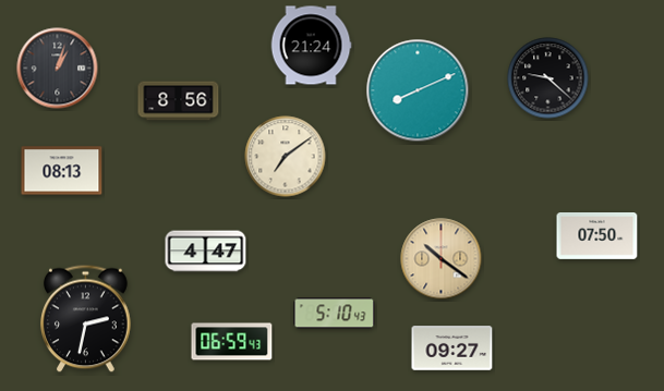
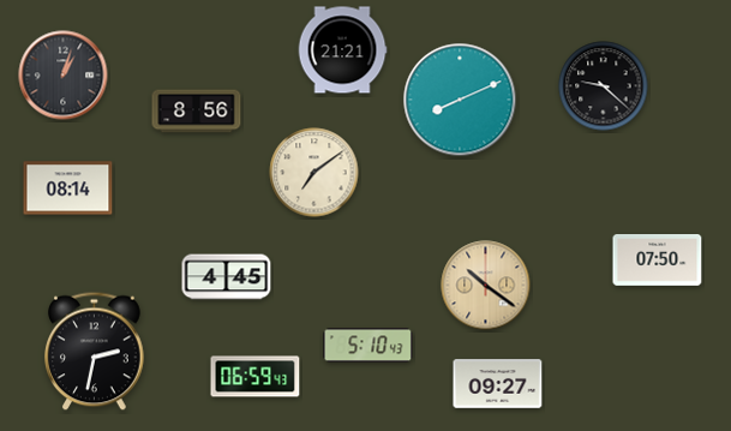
clock at (311, 46): 21:24 -> 21:21
clock at (62, 171): 08:13 -> 08:14
clock at (206, 252): 4:47 -> 4:45
